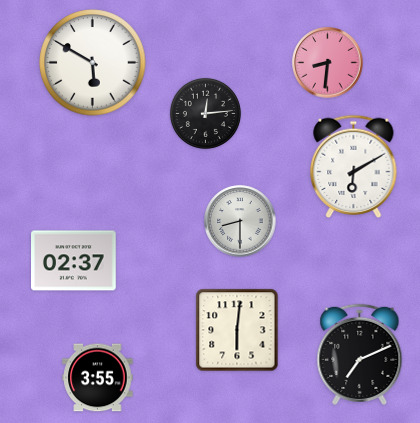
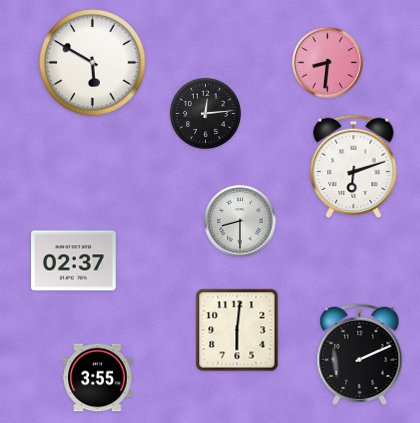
clock at (354, 167): 6:10 -> 6:12
clock at (360, 354): 7:11 -> 2:11
